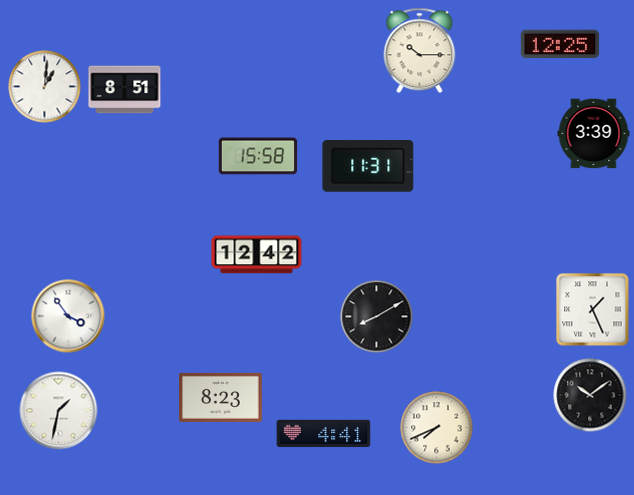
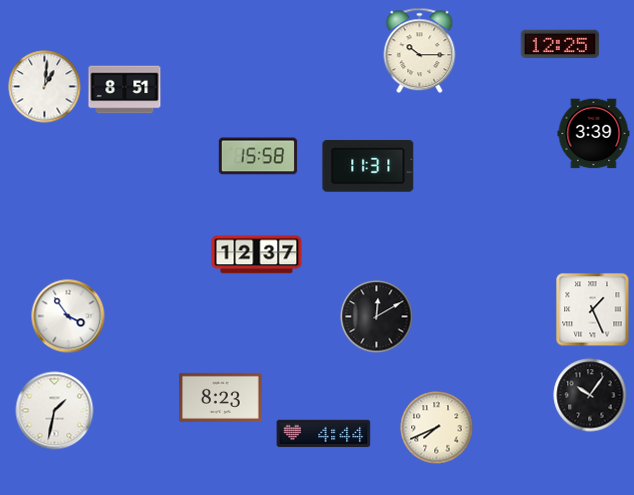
clock at (257, 255): 12:42 -> 12:37
clock at (377, 317): 8:10 -> 12:10
clock at (590, 395): 10:09 -> 10:06
clock at (59, 411) position: (59, 411) -> (55, 411)
clock at (324, 434): 4:41 -> 4:44
